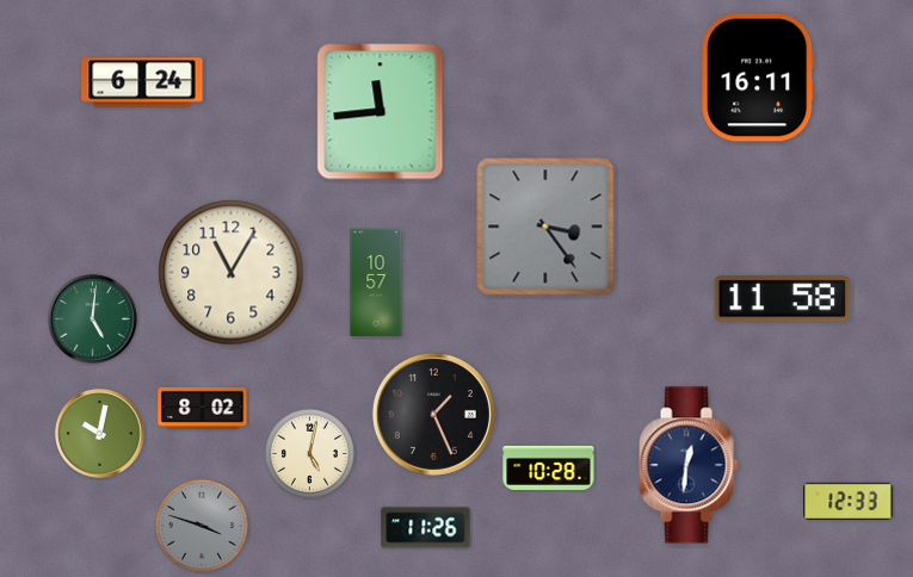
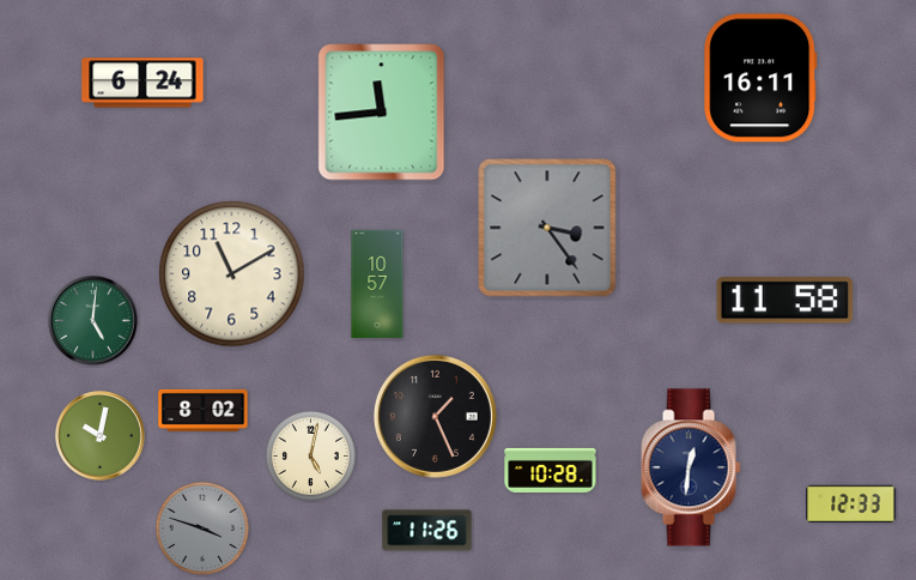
clock at (232, 273): 11:05 -> 11:10
